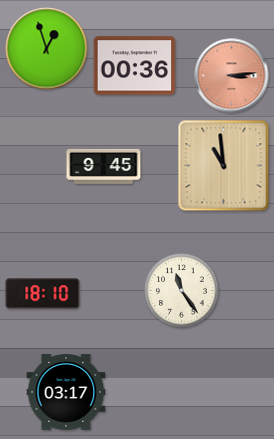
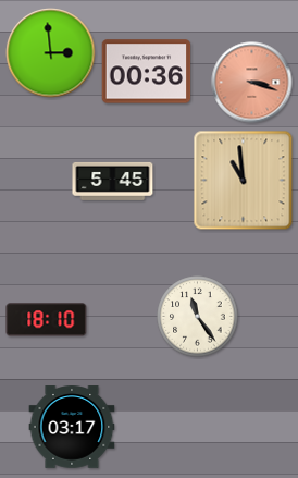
clock at (47, 49): 12:57 -> 2:59
clock at (232, 76): 3:14 -> 3:18
clock at (104, 166): 9:45 -> 5:45
